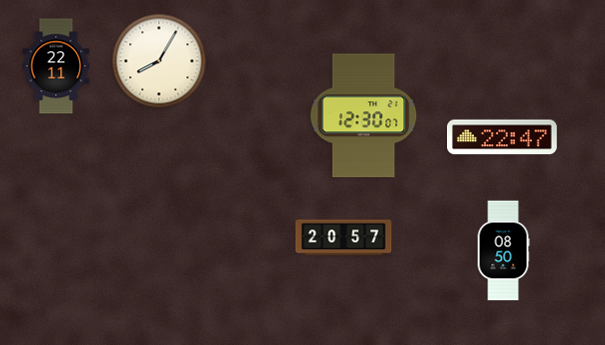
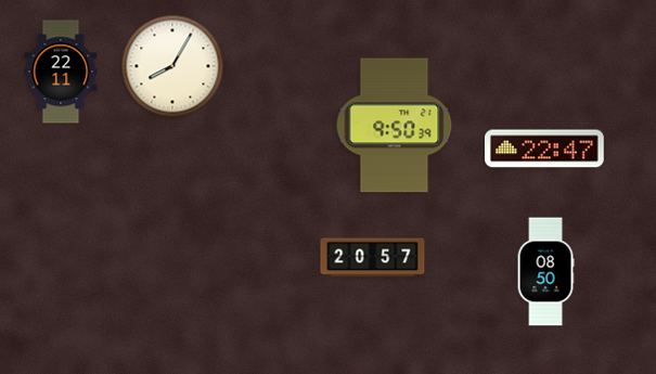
clock at (364, 116): 12:30 -> 9:50
